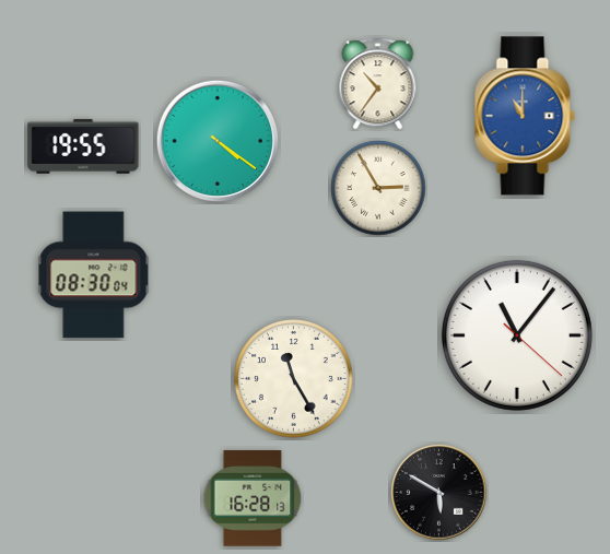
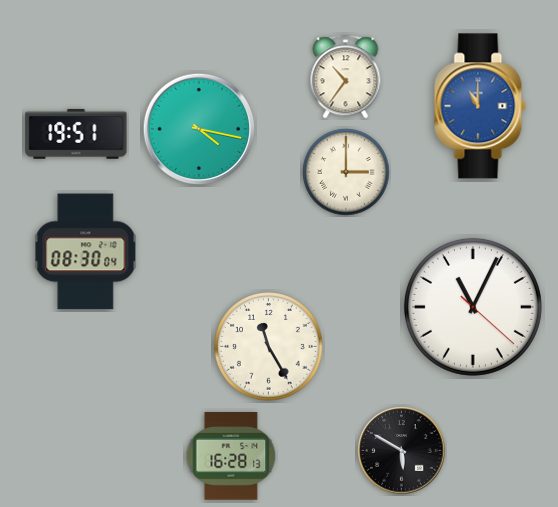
clock at (216, 140): 4:21 -> 4:17
clock at (83, 146): 19:55 -> 19:51
clock at (378, 188): 2:55 -> 3:00
clock at (517, 335): 11:06 -> 11:04
